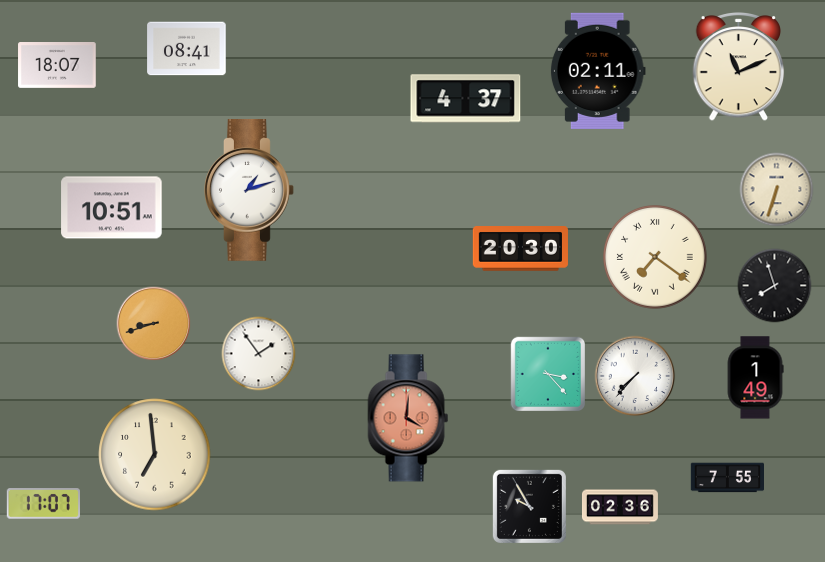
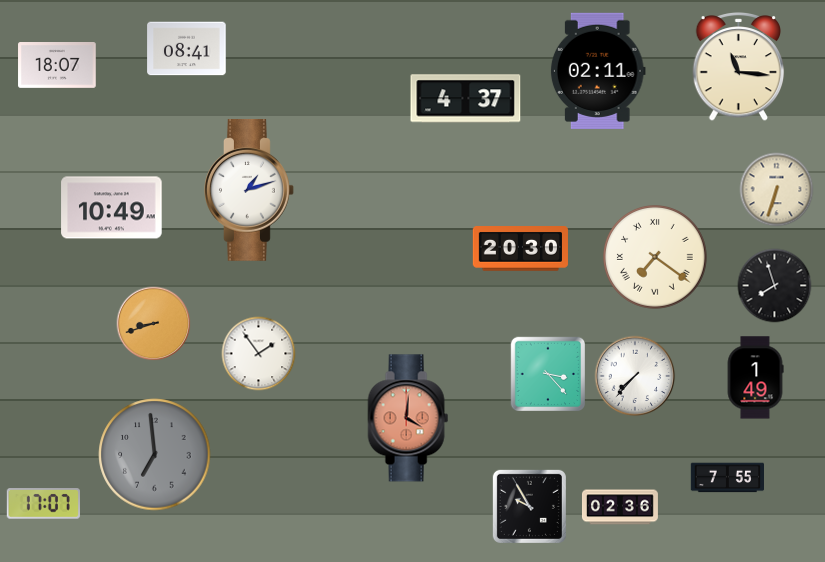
clock at (739, 67): 11:11 -> 11:16
clock at (112, 208): 10:51 -> 10:49
clock at (155, 455) dial: cream -> grey
